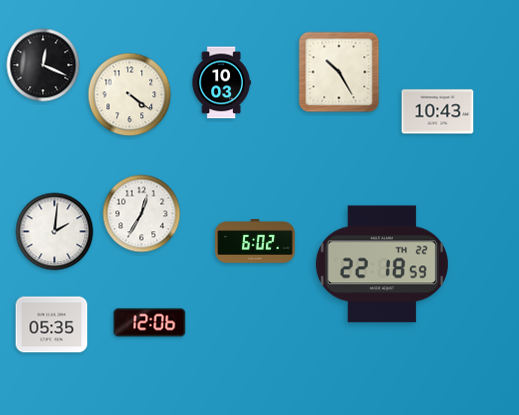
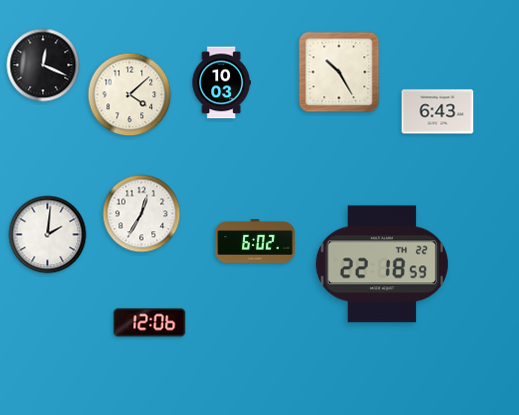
clock at (130, 95): 4:21 -> 4:08
clock at (438, 112): 10:43 -> 6:43
clock at (55, 232) position: (55, 232) -> (48, 235)
clock at (52, 325): 05:35 -> none
